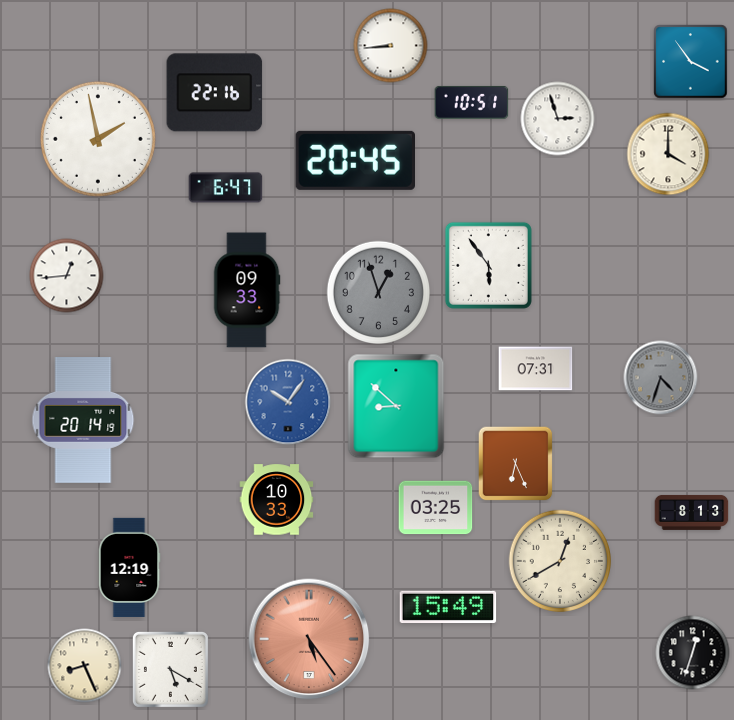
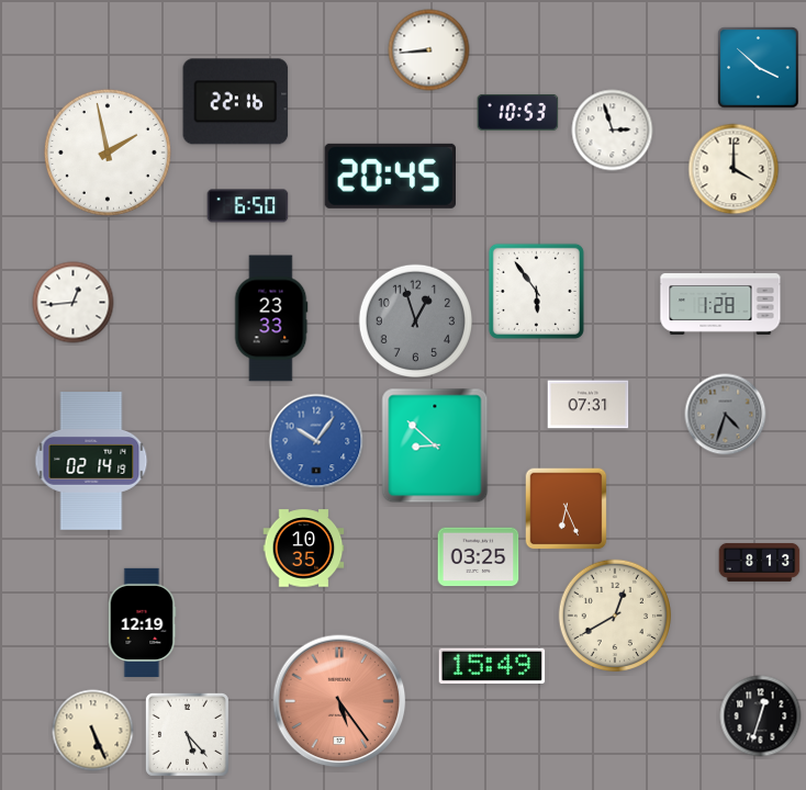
clock at (691, 62): 3:54 -> 3:52
clock at (472, 102): 10:51 -> 10:53
clock at (226, 188): 6:47 -> 6:50
clock at (720, 305): none -> 1:28
clock at (247, 290): 09:33 -> 23:33
clock at (83, 421): 20:14 -> 02:14
clock at (277, 500): 10:33 -> 10:35
clock at (85, 666): 8:26 -> 5:26
clock at (170, 669): 5:20 -> 5:23
